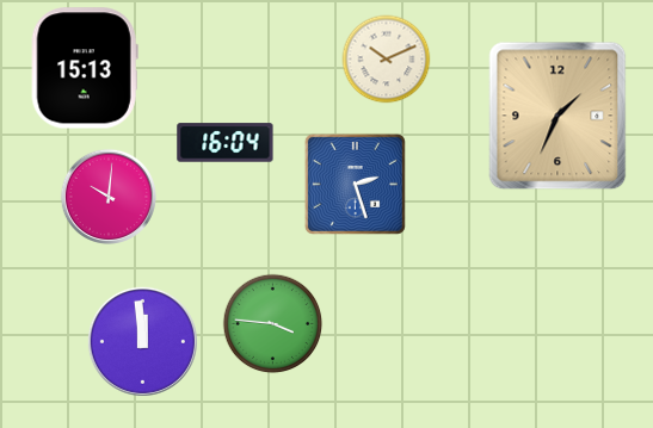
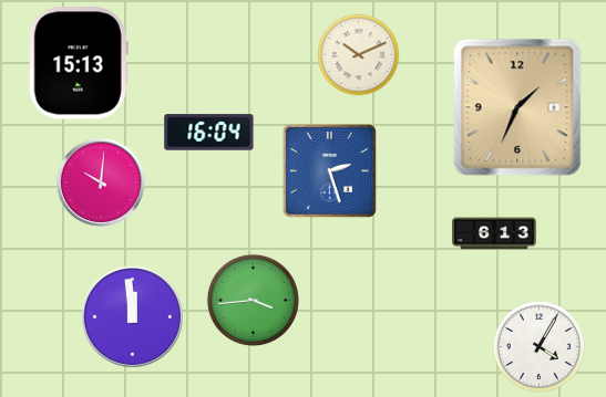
clock at (494, 233): none -> 6:13
clock at (273, 324): 3:46 -> 3:44
clock at (540, 347): none -> 4:05
